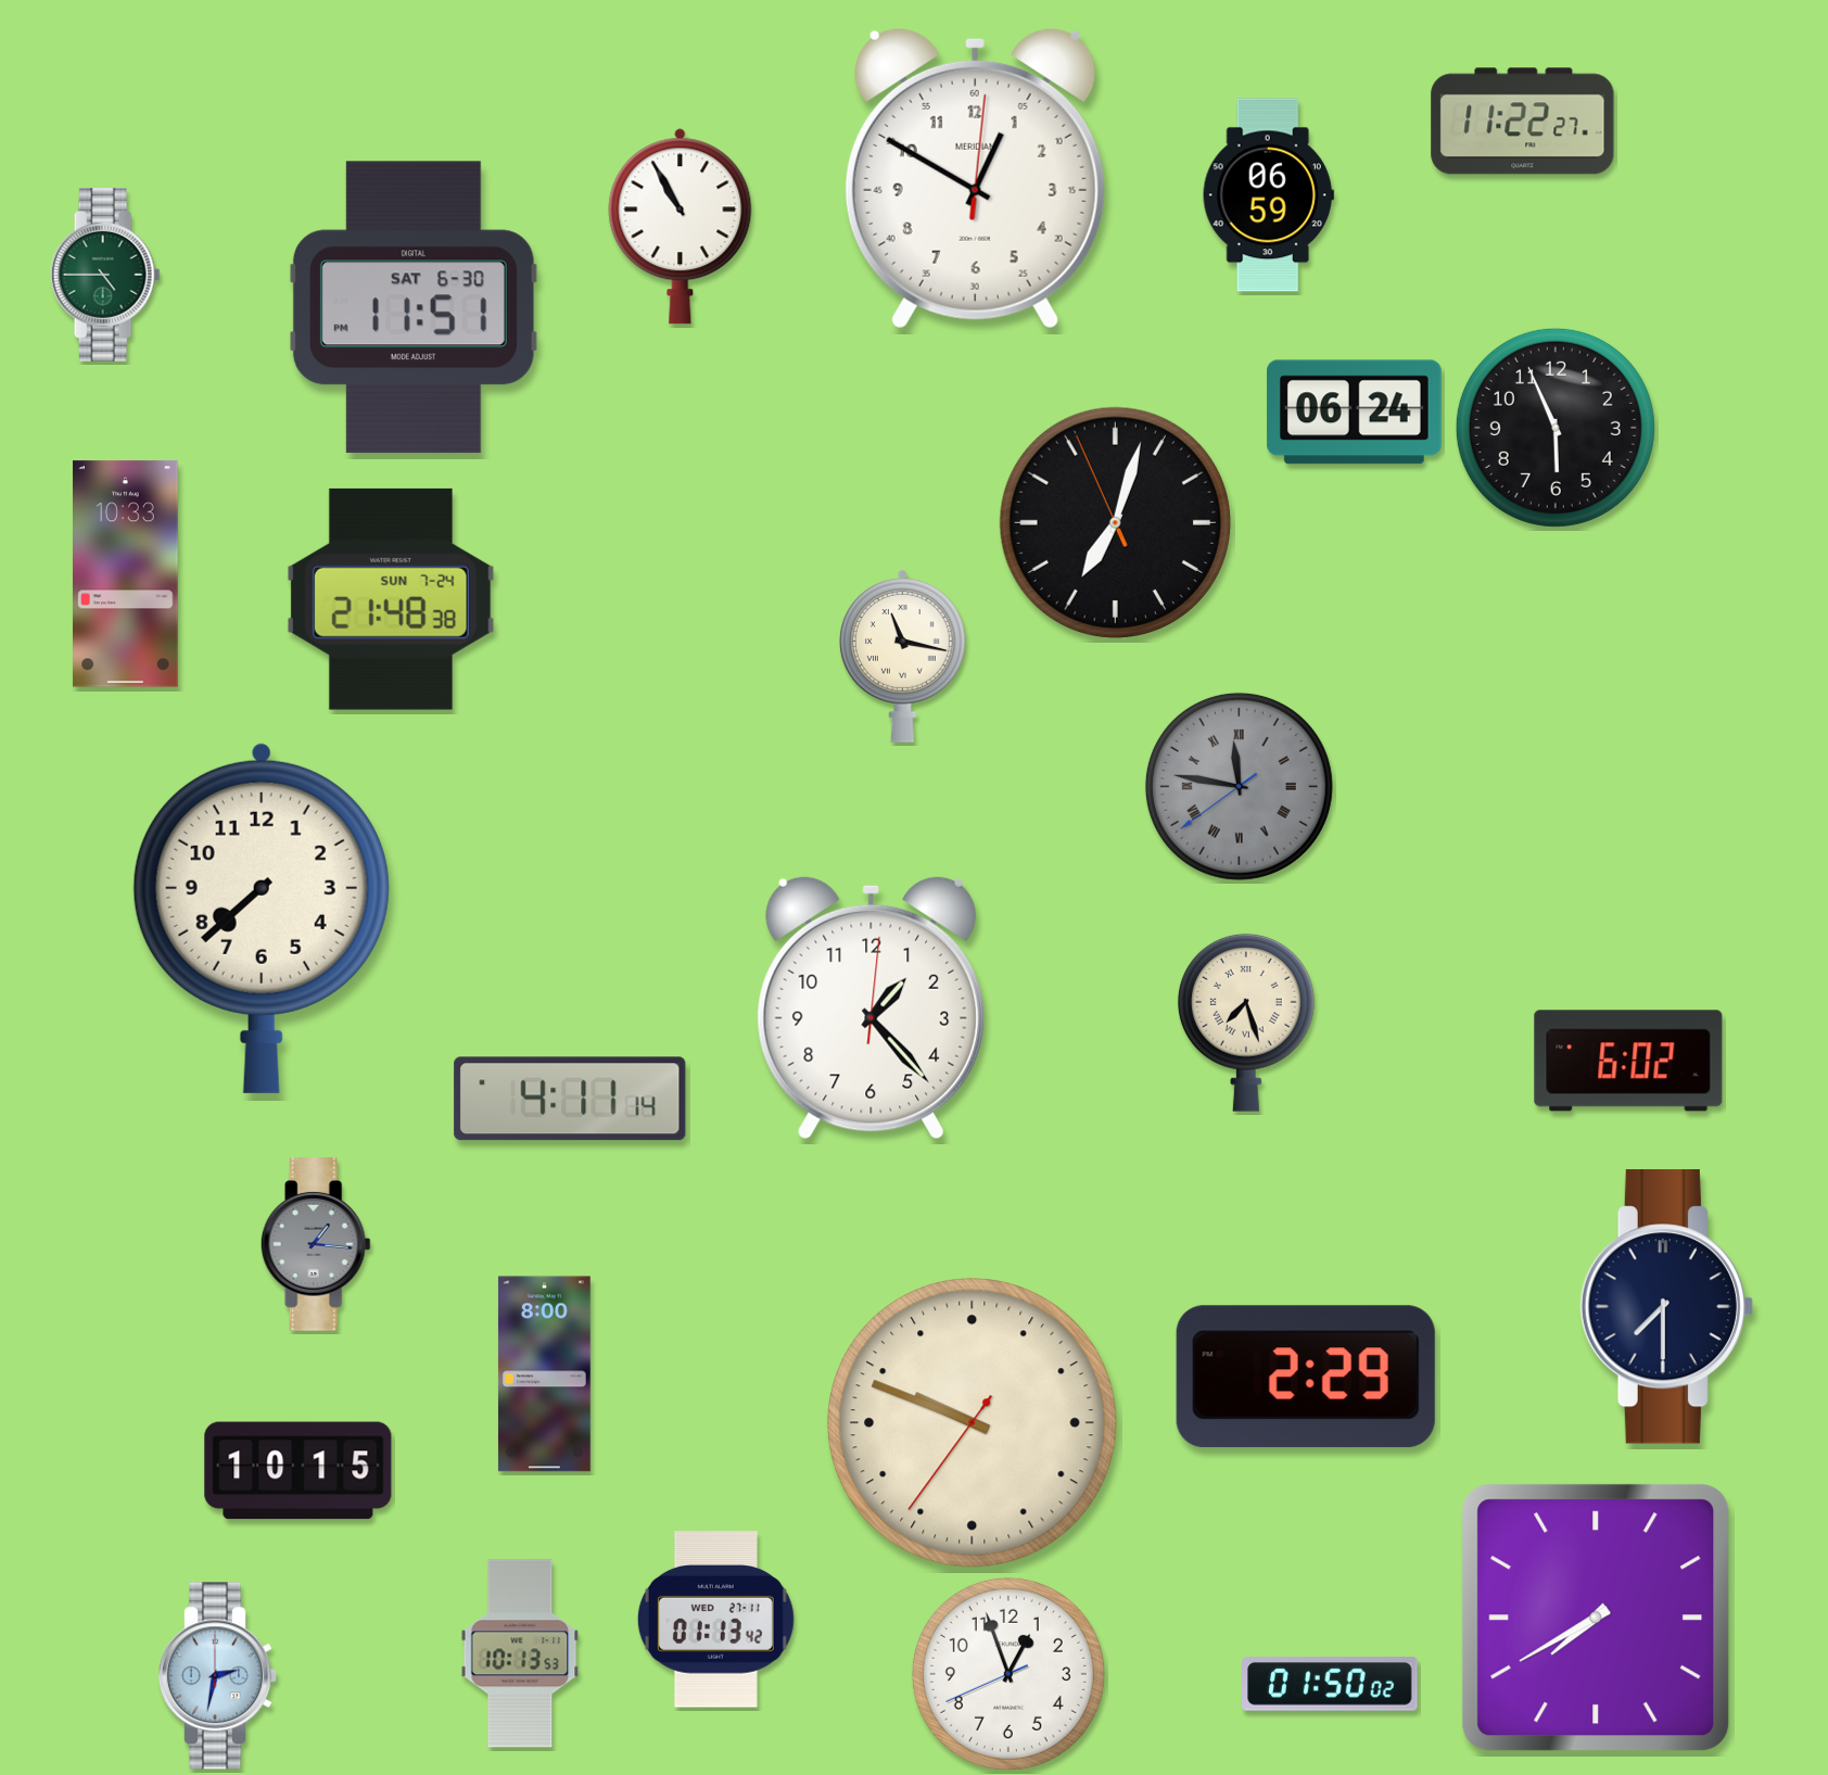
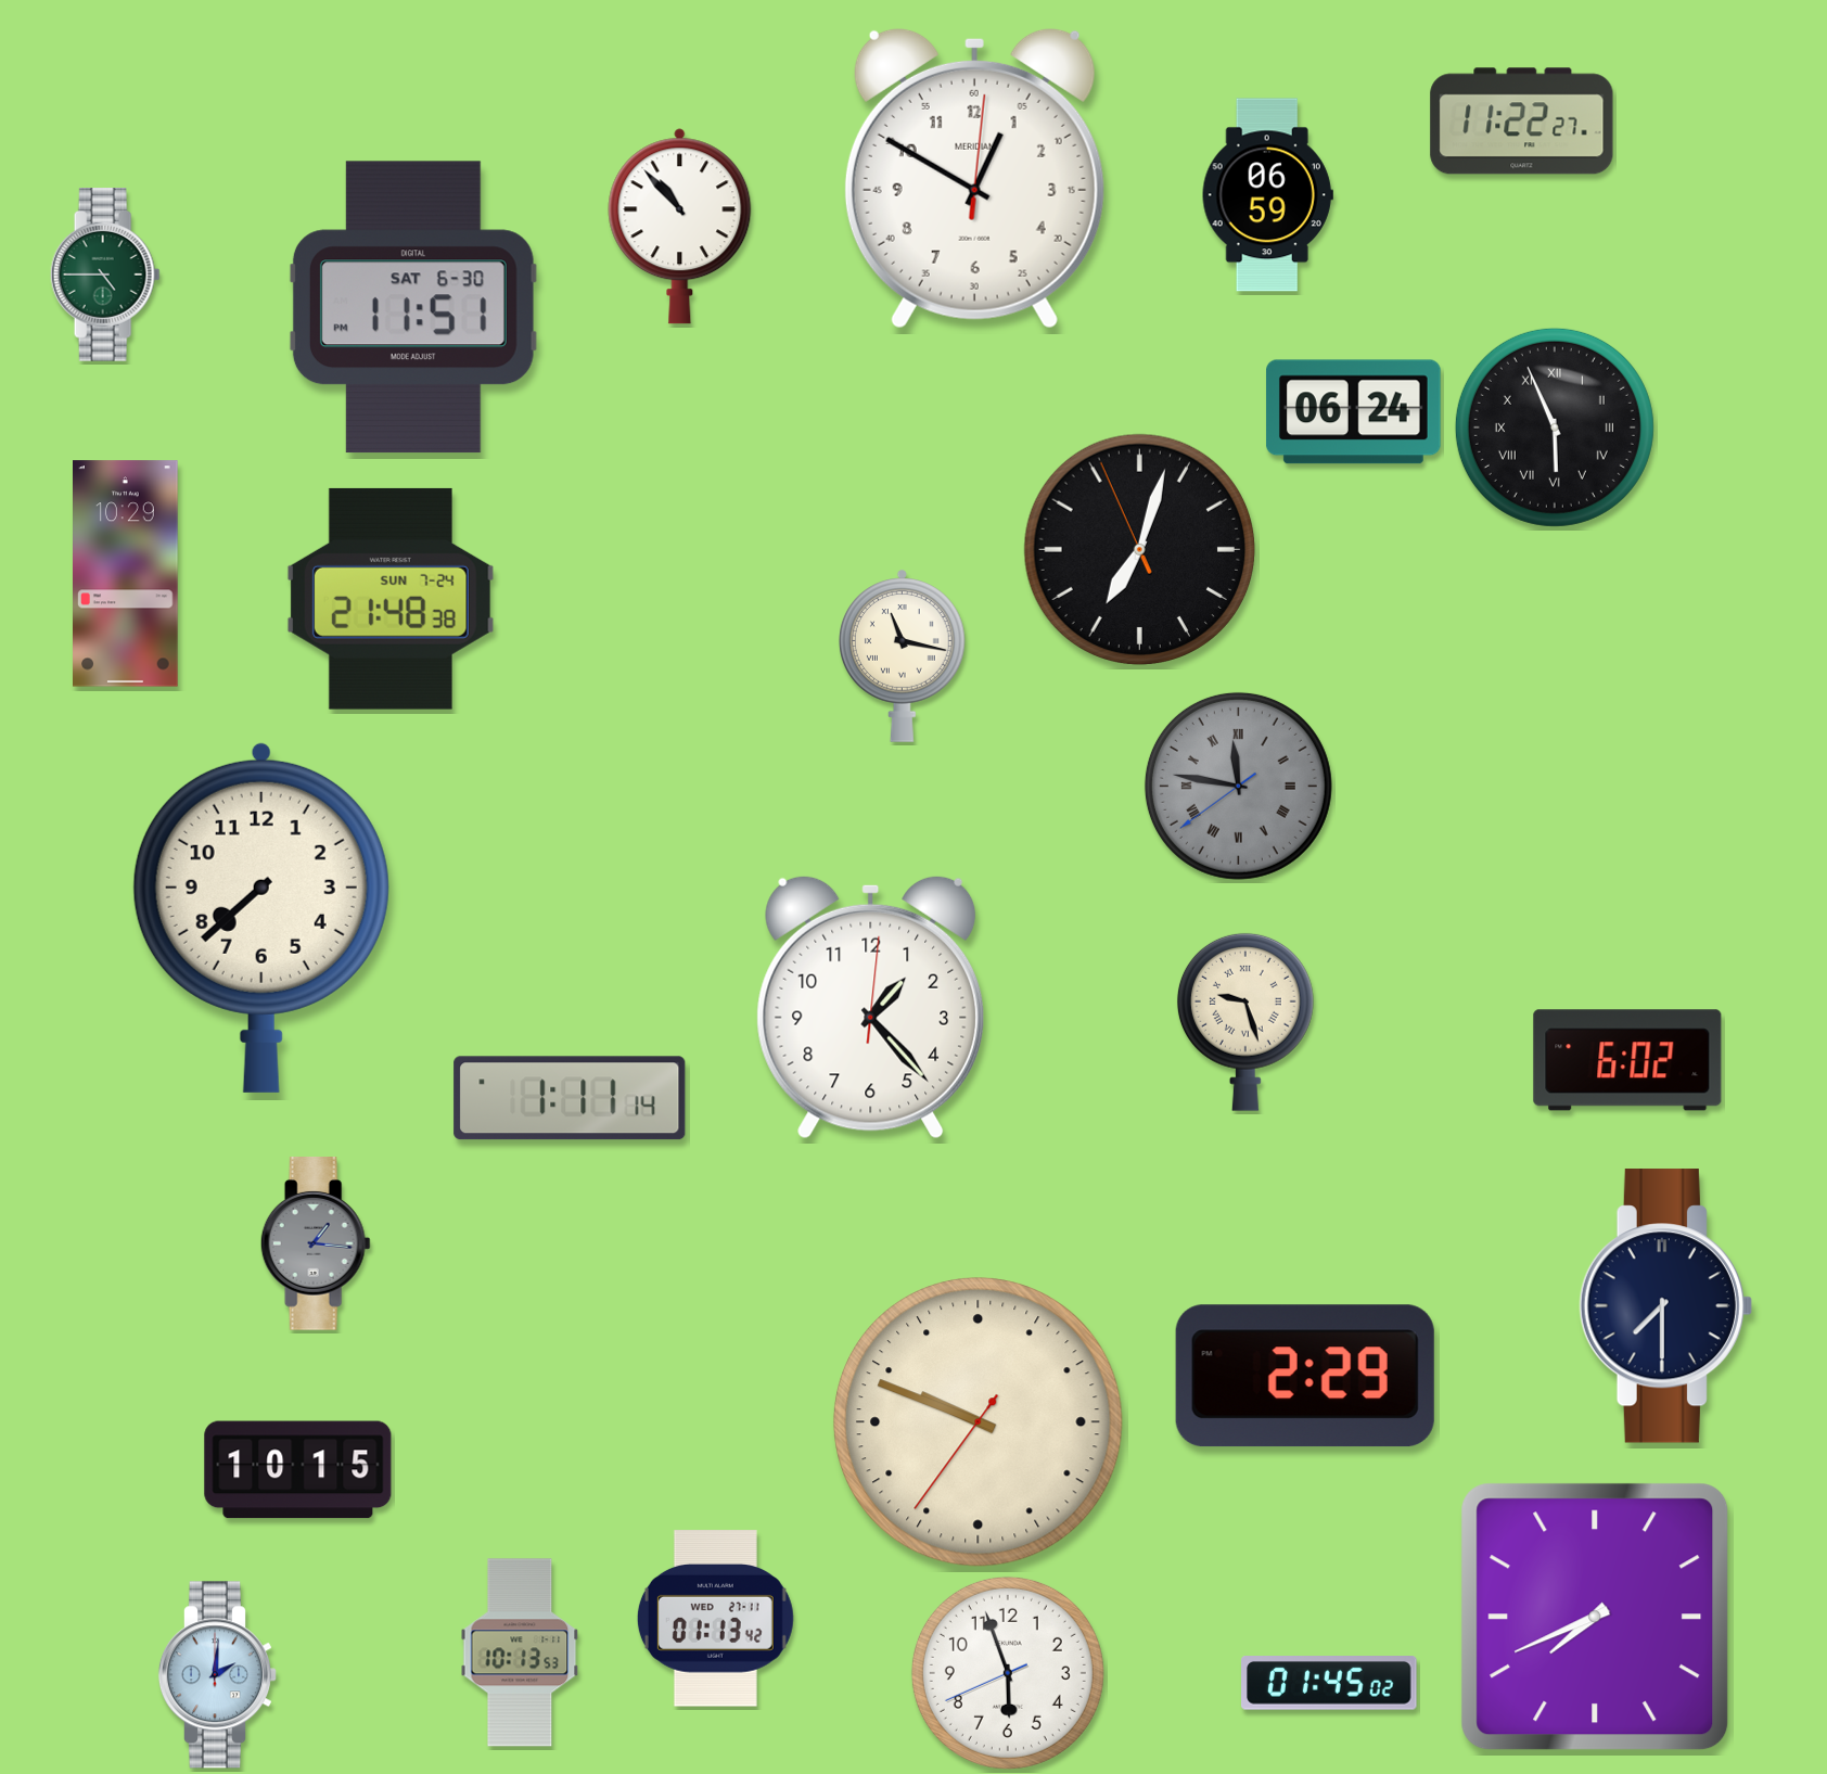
clock at (681, 227): 10:55 -> 10:53
clock at (1556, 428) numerals: Arabic -> Roman
clock at (1115, 522) position: (1115, 522) -> (1139, 549)
clock at (126, 574): 10:33 -> 10:29
clock at (1246, 1023): 7:27 -> 9:27
clock at (570, 1099): 4:11 -> 1:11
clock at (544, 1374): 8:00 -> none
clock at (973, 1423) position: (973, 1423) -> (979, 1422)
clock at (1596, 1618): 7:40 -> 7:41
clock at (1008, 1674): 12:56 -> 5:56
clock at (217, 1676): 2:32 -> 2:01
clock at (1331, 1685): 01:50 -> 01:45
